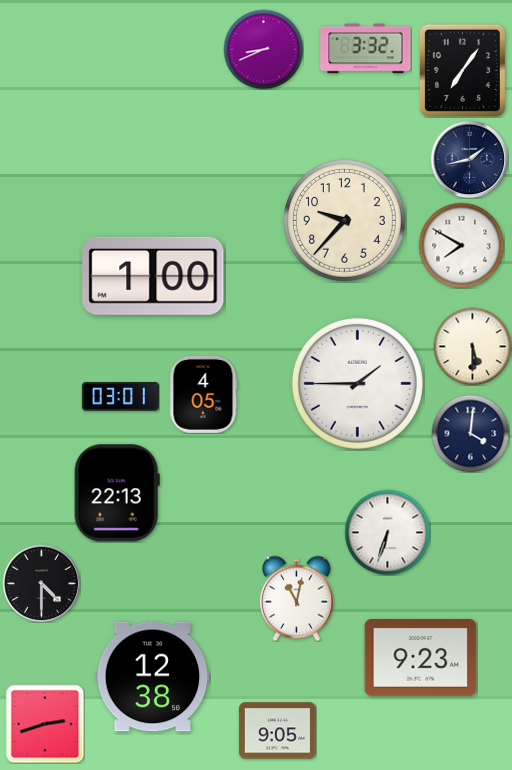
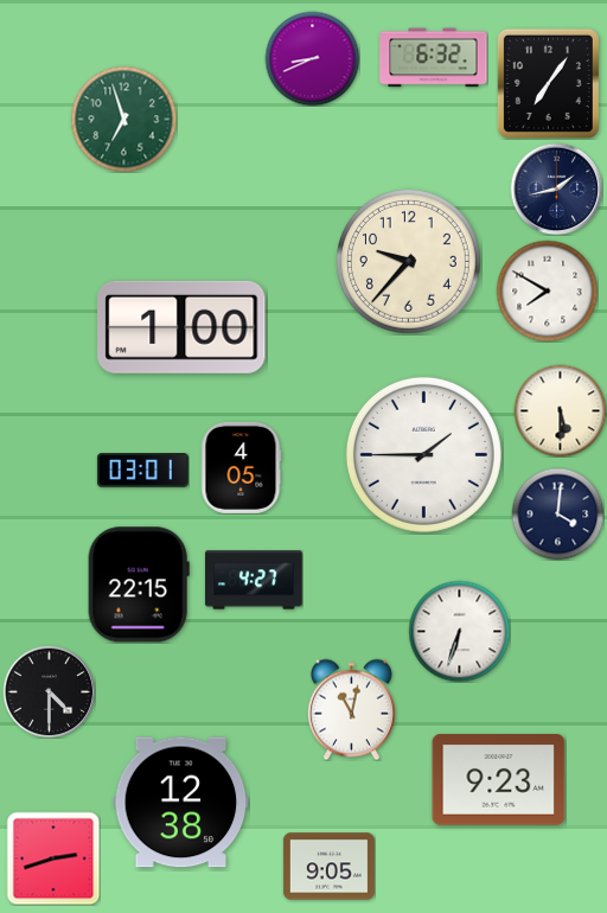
clock at (366, 49): 3:32 -> 6:32
clock at (123, 119): none -> 6:57
clock at (254, 580): none -> 4:27
clock at (117, 493): 22:13 -> 22:15
